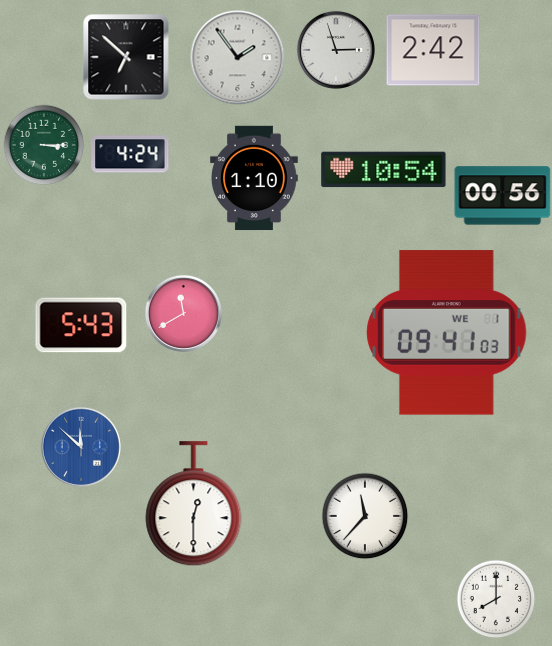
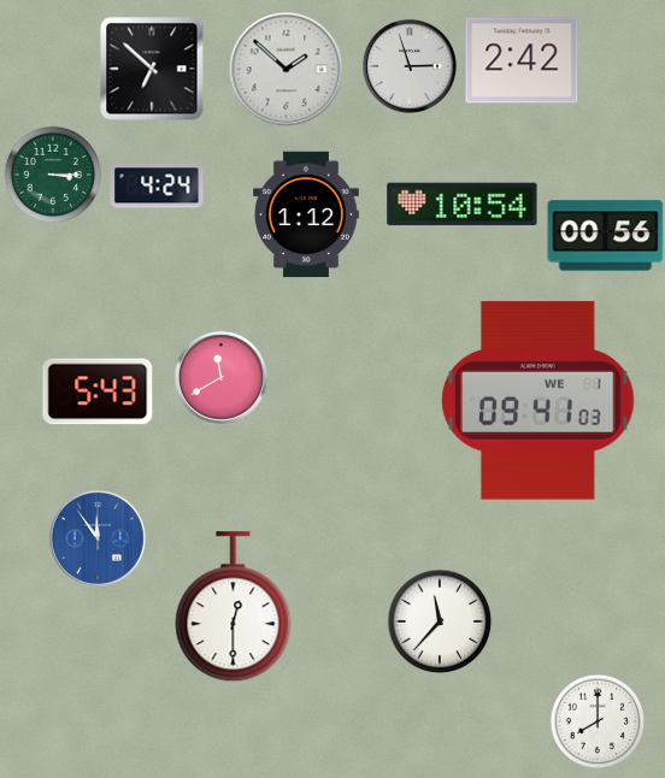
clock at (336, 50) position: (336, 50) -> (410, 66)
clock at (237, 57): 1:54 -> 1:52
clock at (255, 178): 1:10 -> 1:12
clock at (81, 447): 11:52 -> 11:54
